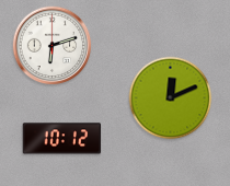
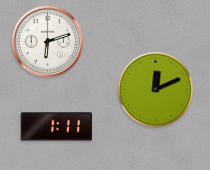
clock at (62, 139): 10:12 -> 1:11
